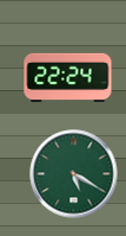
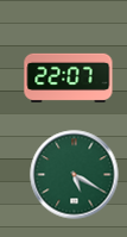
clock at (68, 77): 22:24 -> 22:07
